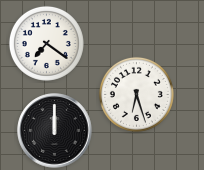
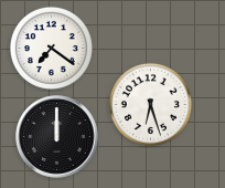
clock at (55, 131) position: (55, 131) -> (57, 137)
